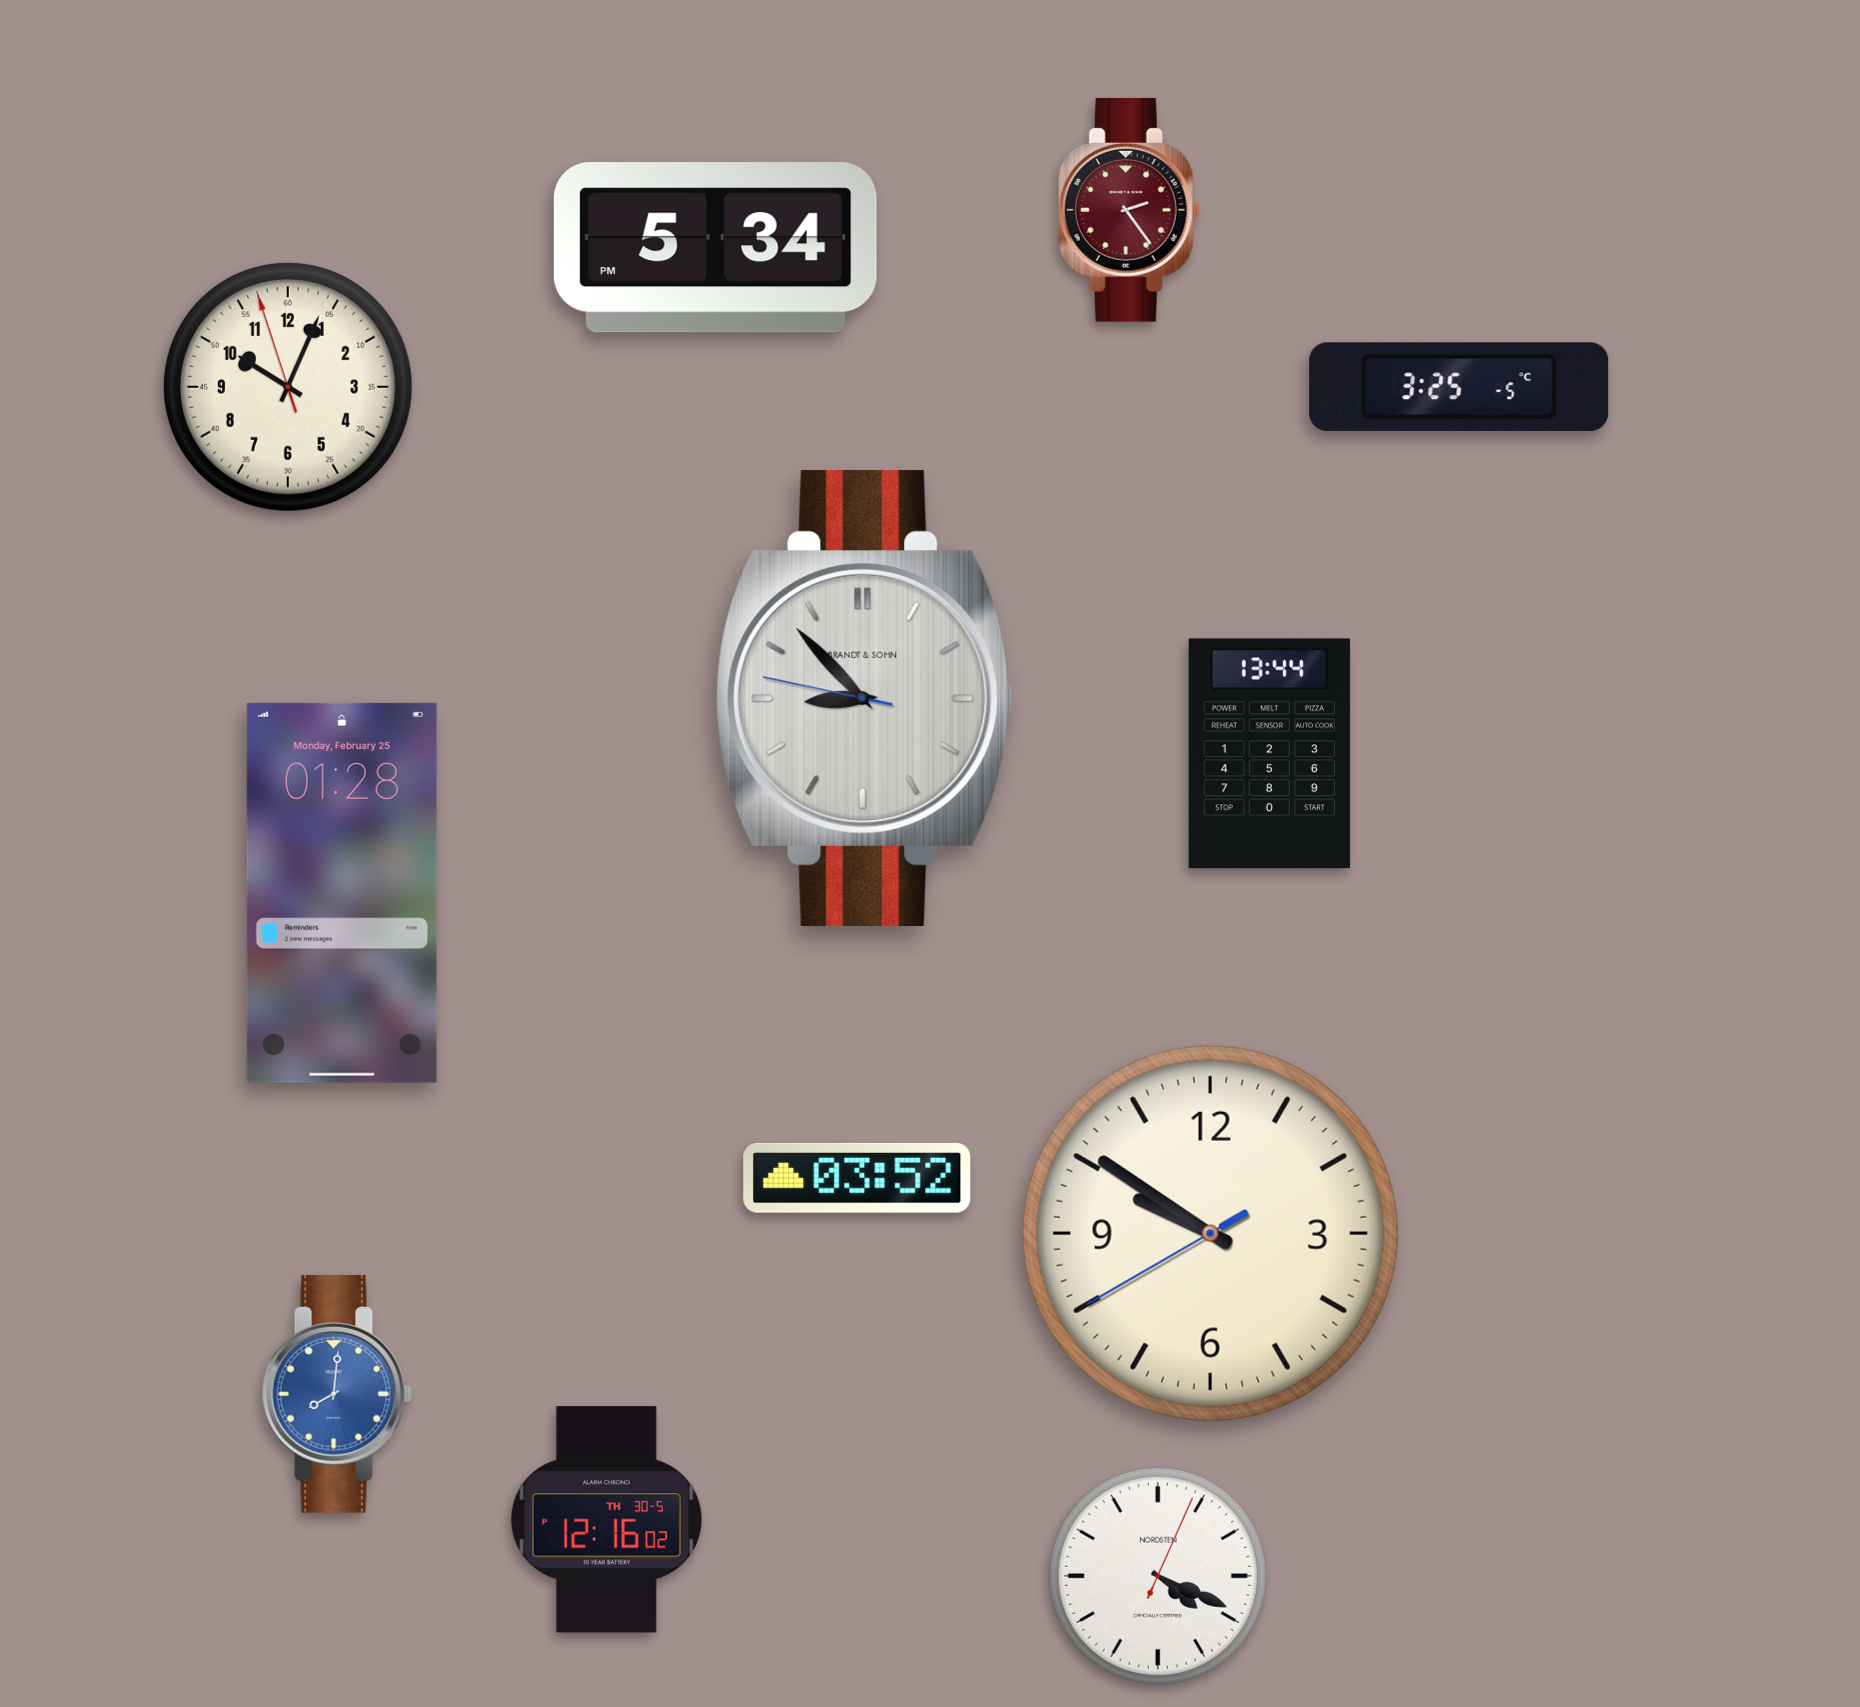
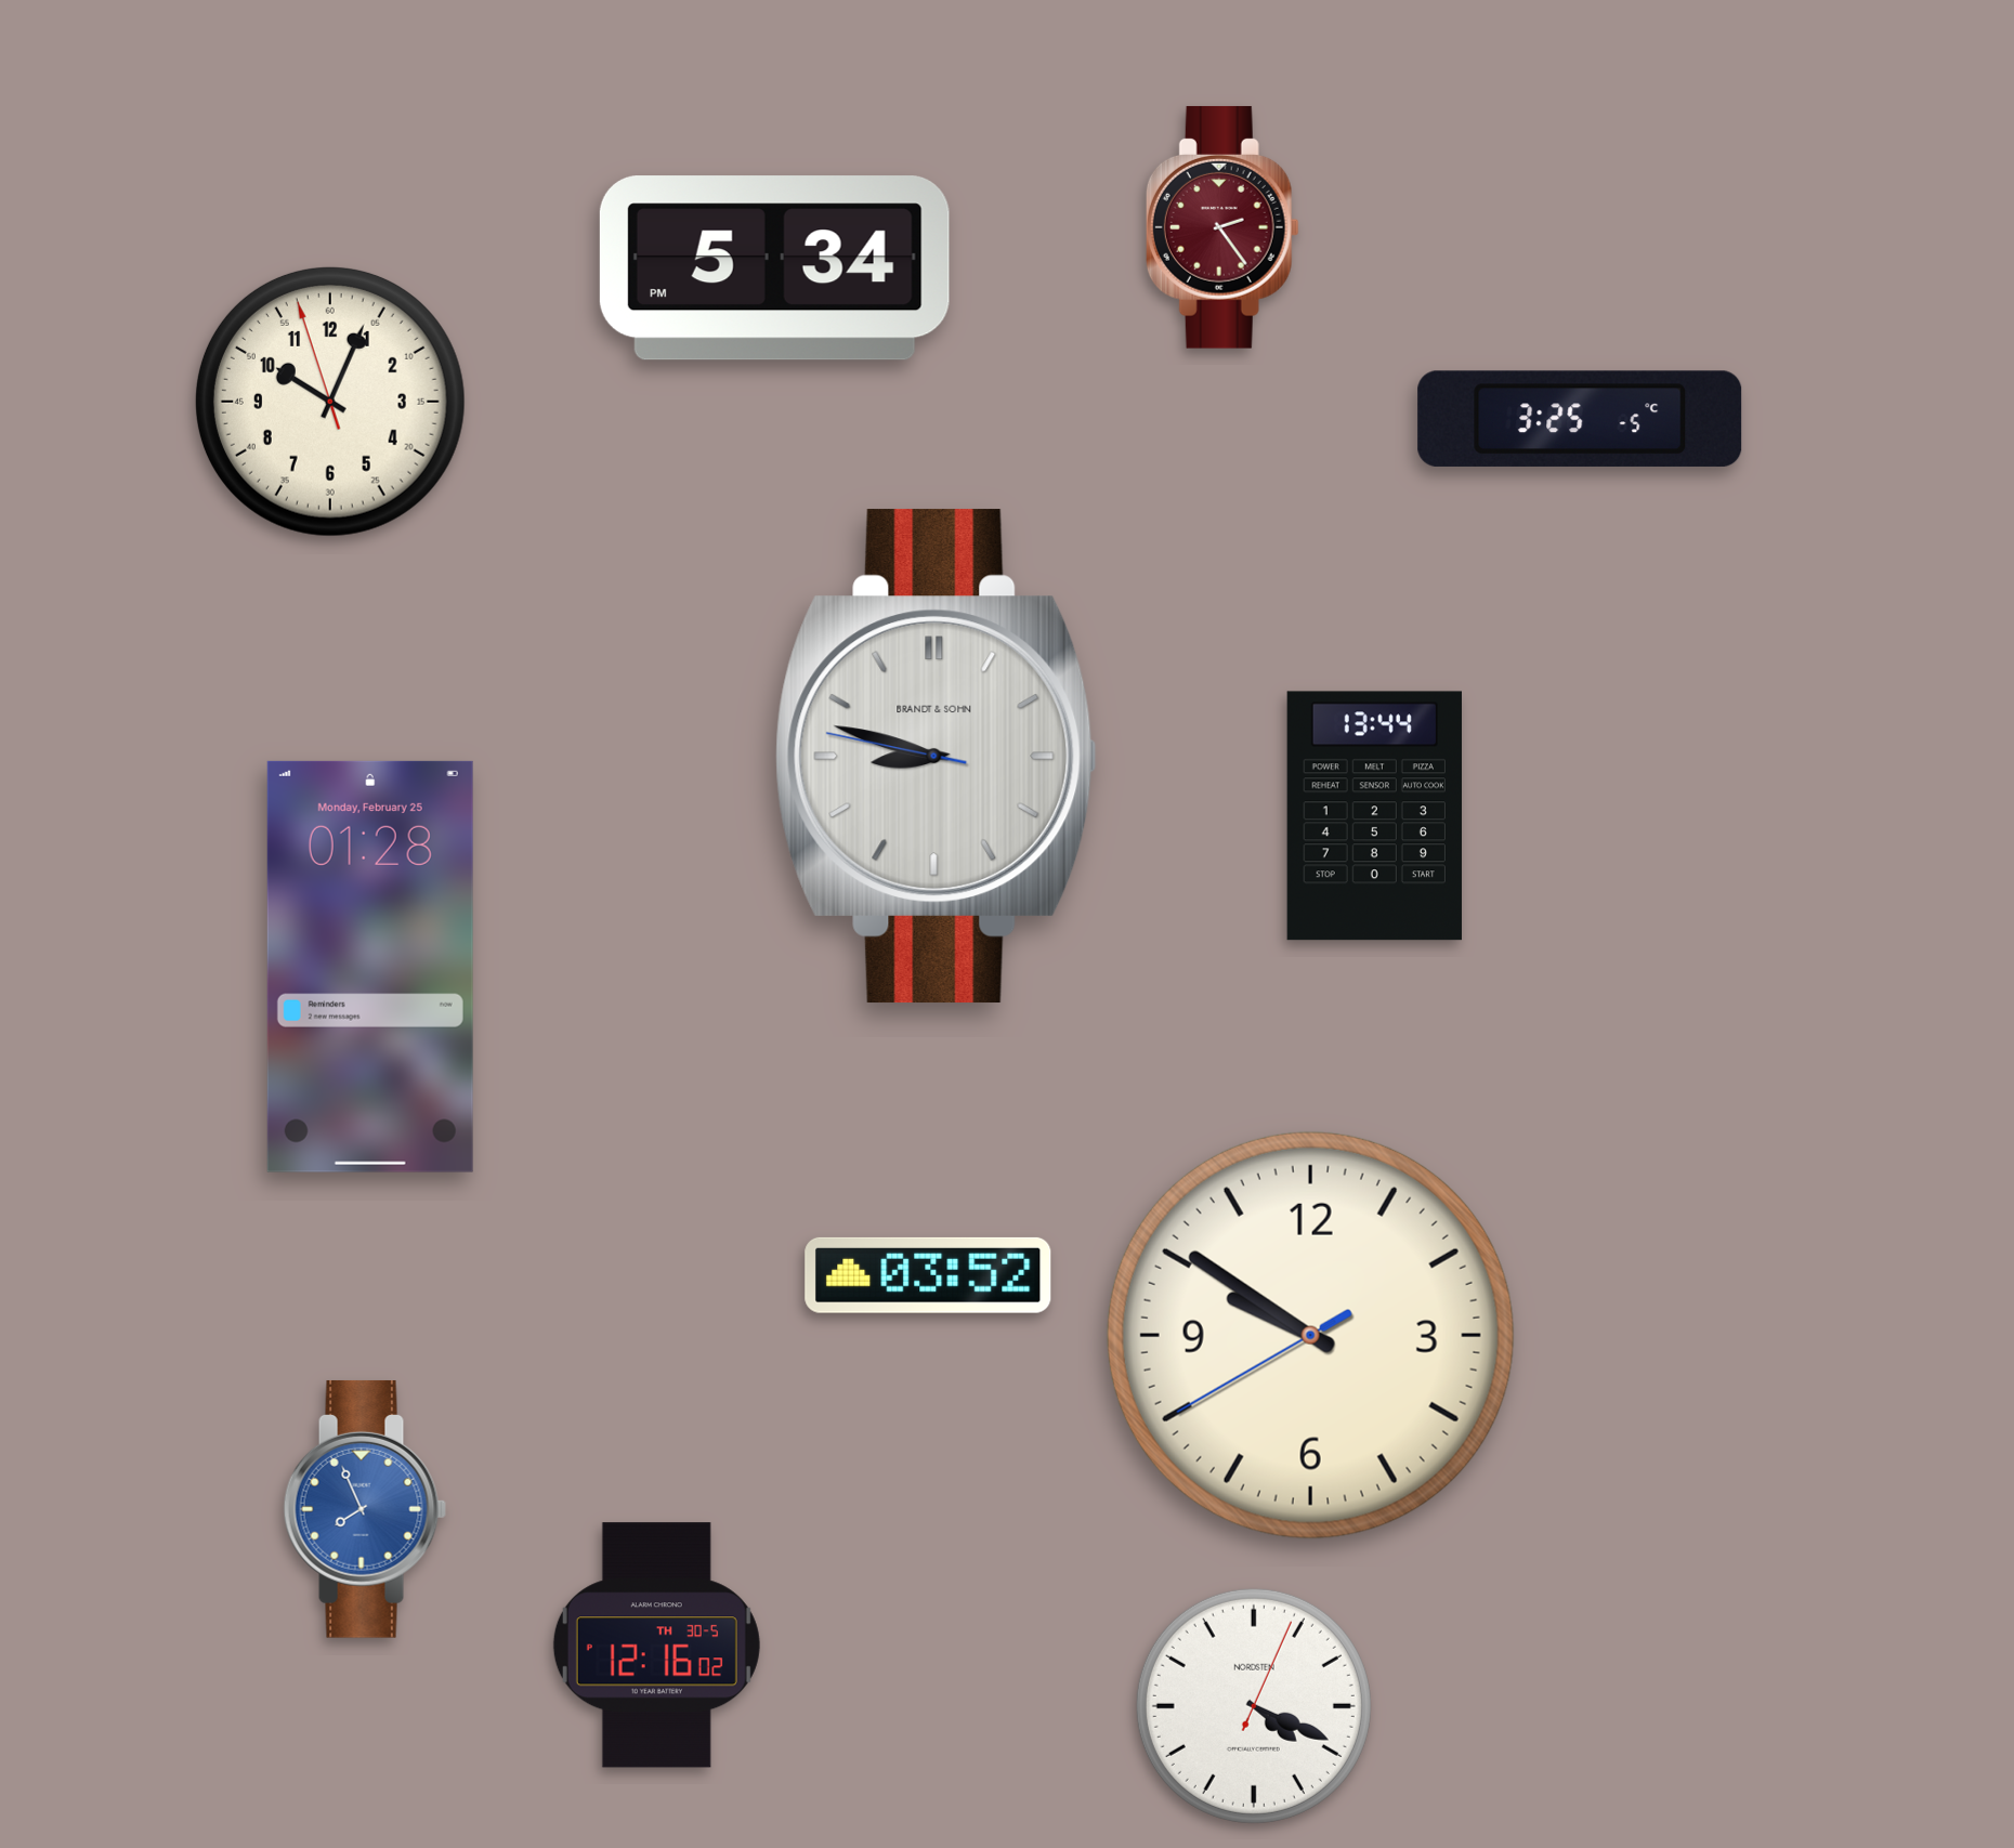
clock at (288, 387) position: (288, 387) -> (330, 402)
clock at (864, 699): 8:52 -> 8:47
clock at (337, 1394): 8:01 -> 7:56
